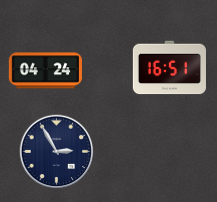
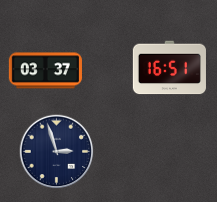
clock at (45, 71): 04:24 -> 03:37
clock at (57, 152): 2:55 -> 2:57
